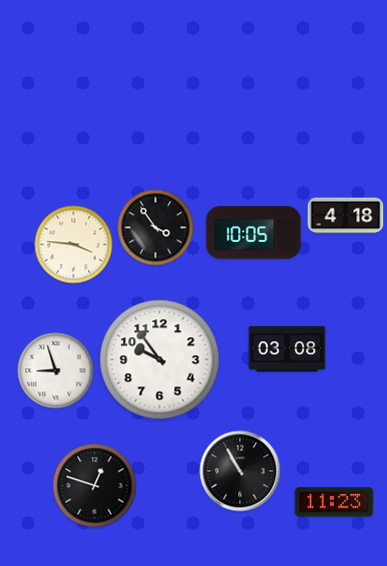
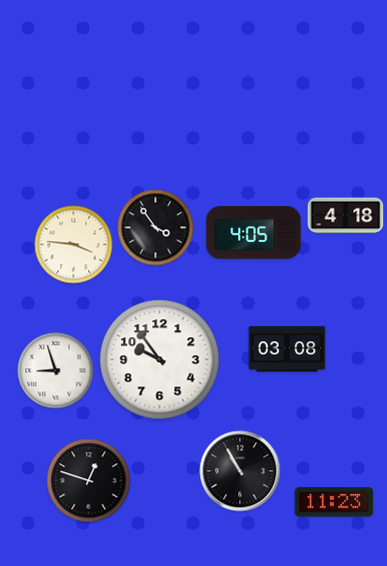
clock at (254, 233): 10:05 -> 4:05
clock at (95, 486) position: (95, 486) -> (89, 481)
